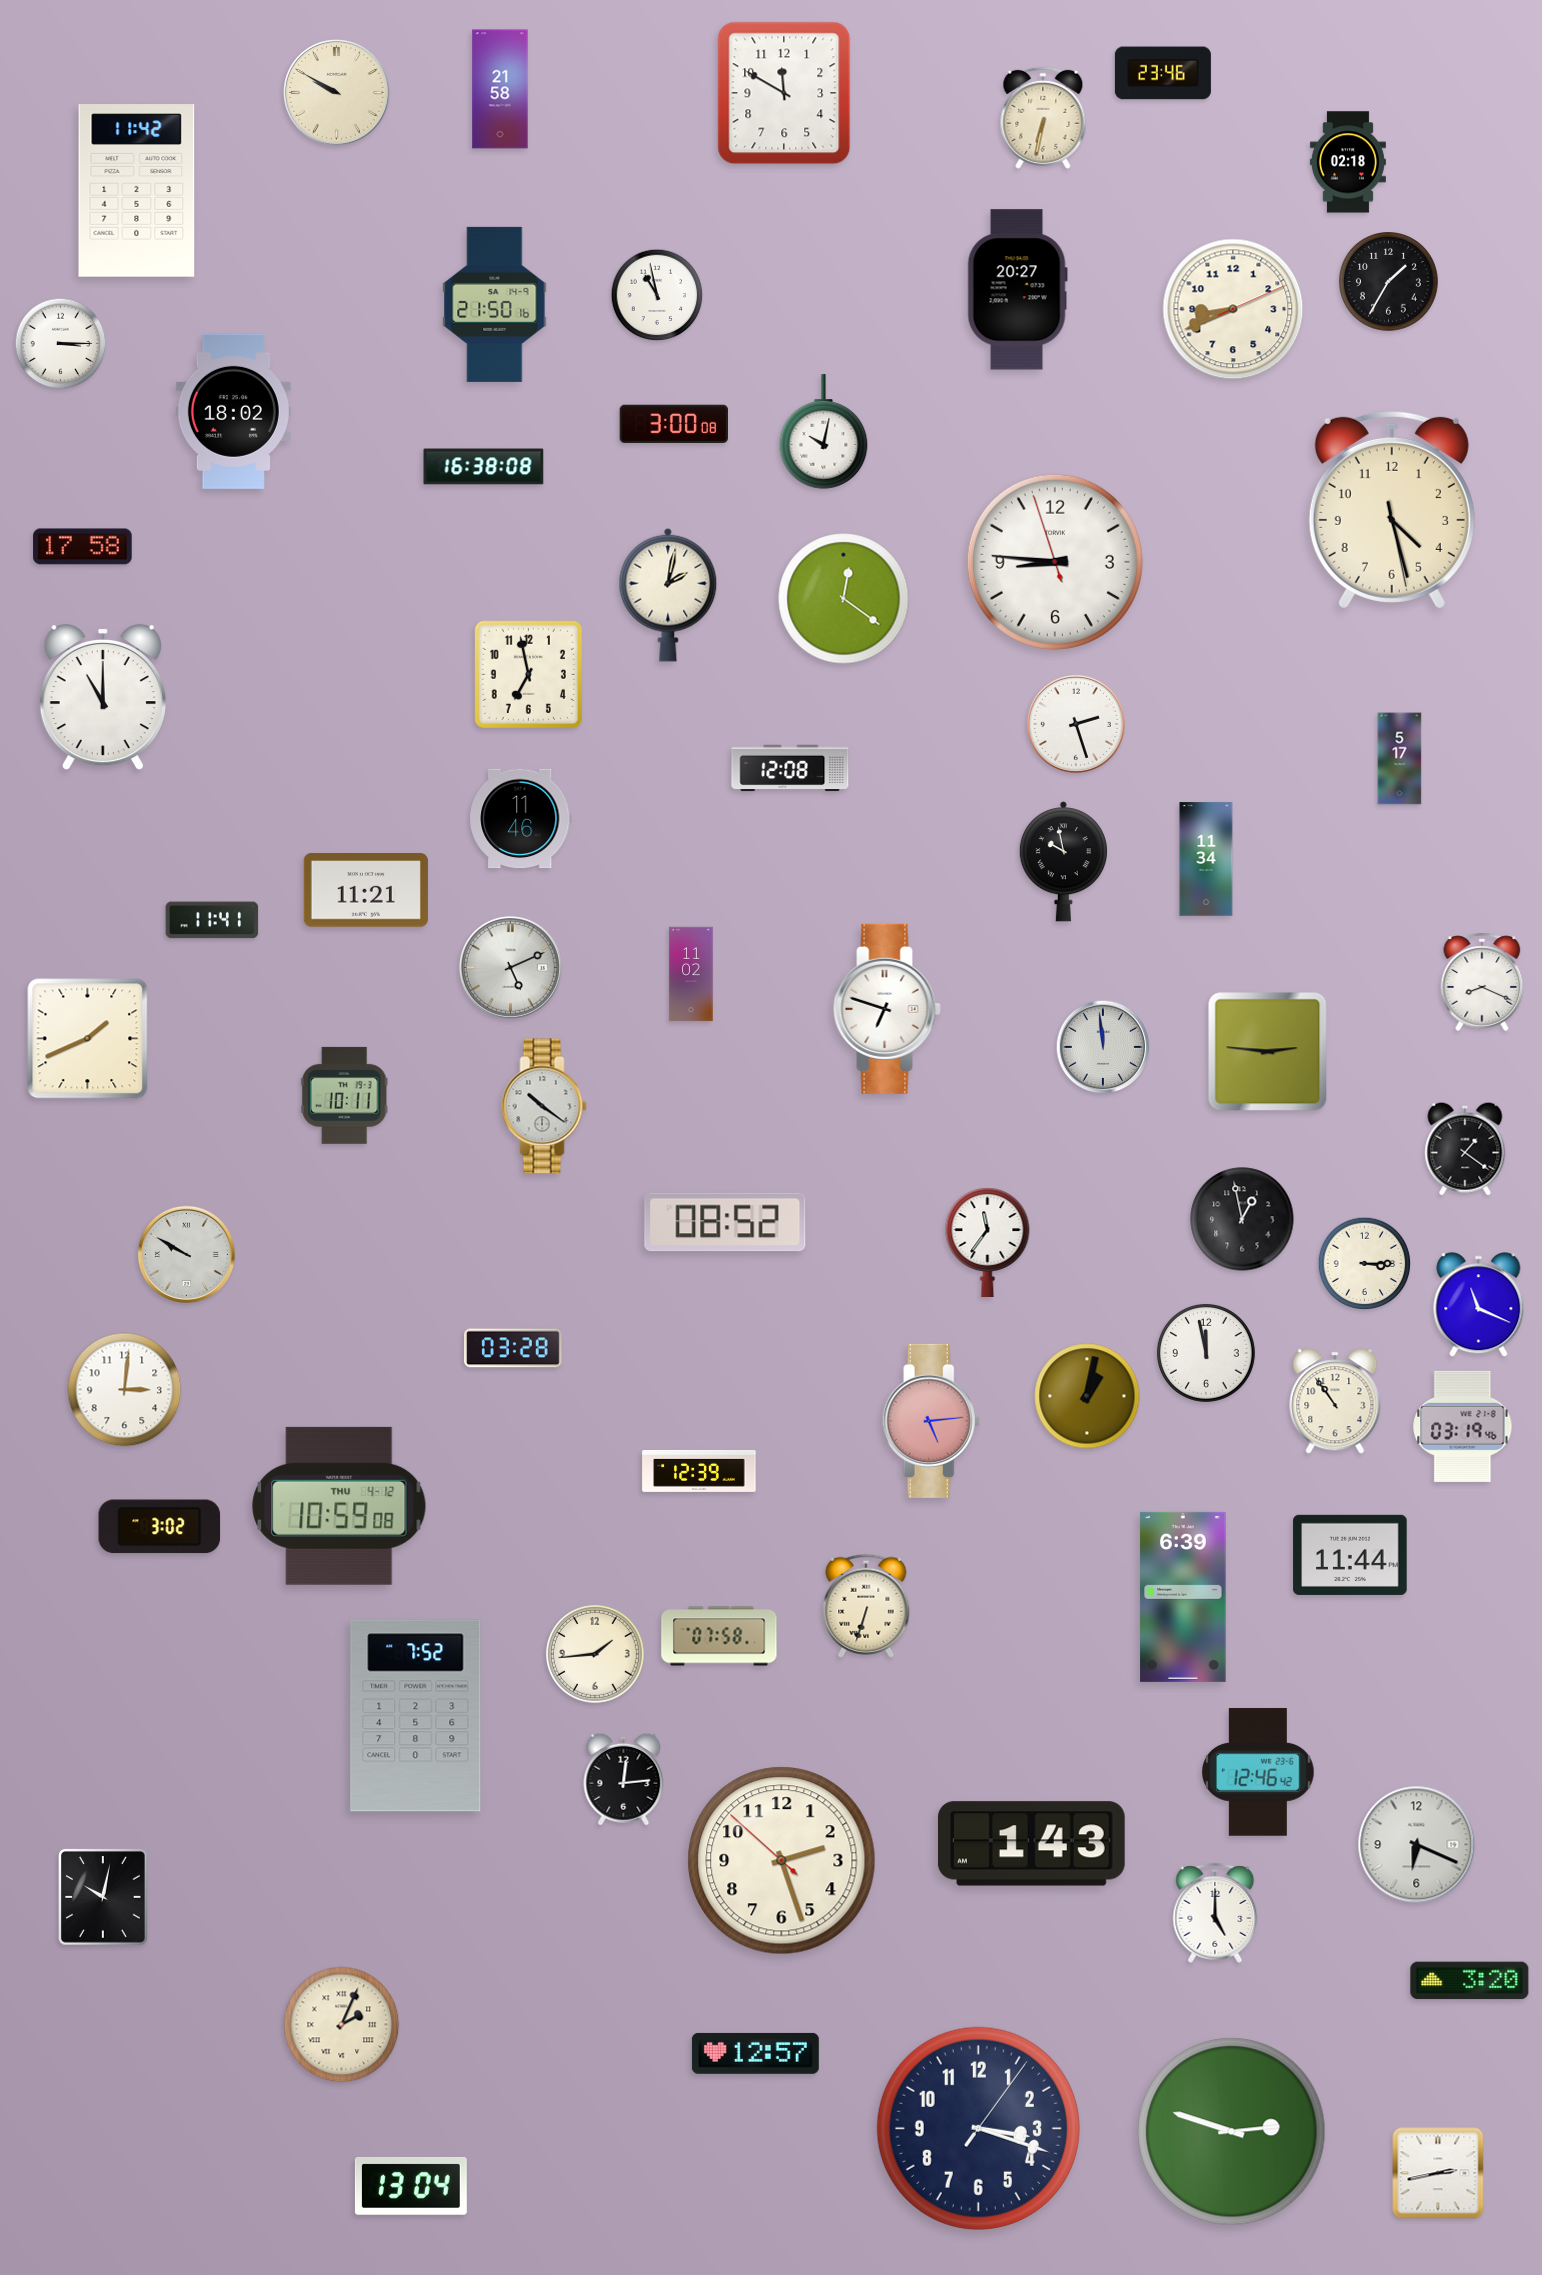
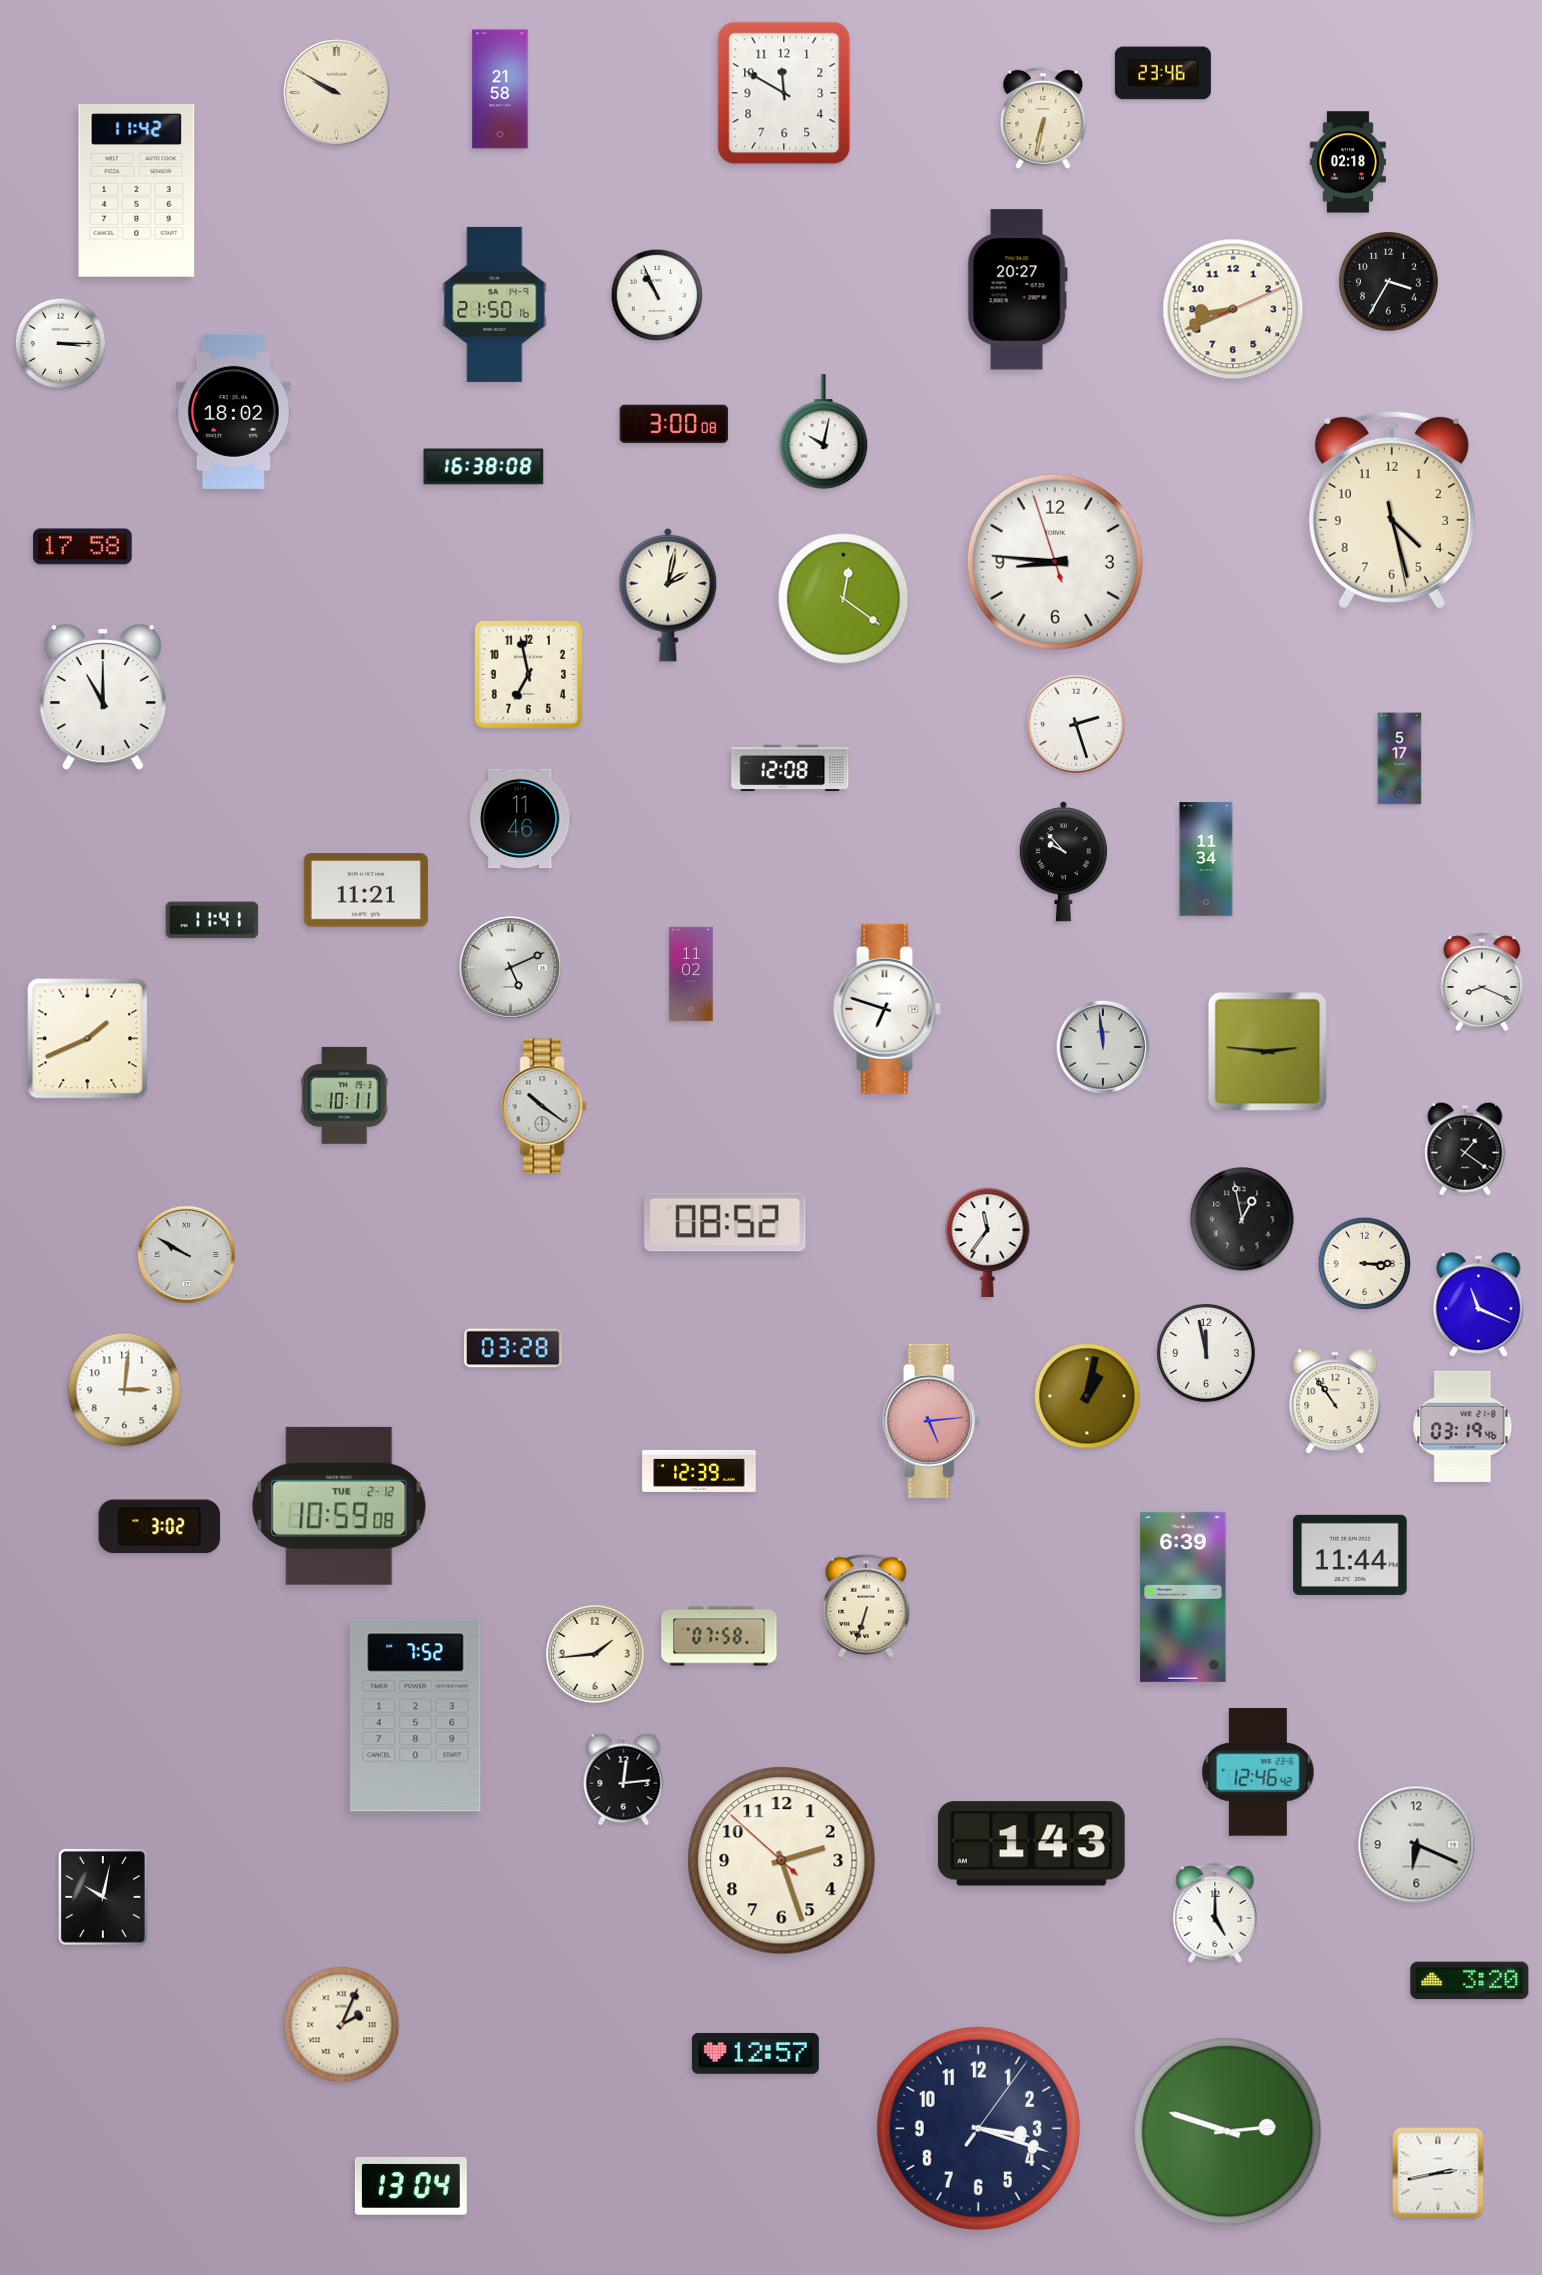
clock at (1389, 282): 1:35 -> 3:35
clock at (657, 295): 10:58 -> 10:56
clock at (1063, 862): 9:58 -> 9:53
clock at (339, 1506) date: THU 4-12 -> TUE 2-12
clock at (1232, 2132) position: (1232, 2132) -> (1228, 2132)
